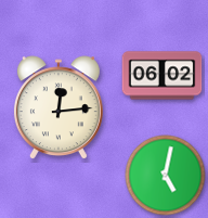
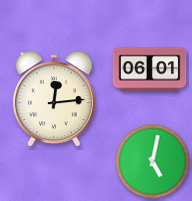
clock at (162, 76): 06:02 -> 06:01
